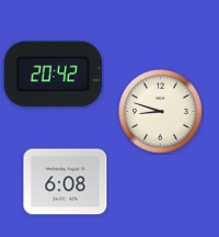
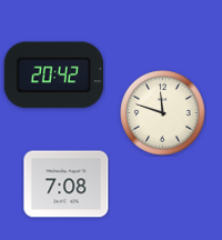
clock at (161, 112): 8:48 -> 11:48
clock at (66, 182): 6:08 -> 7:08
